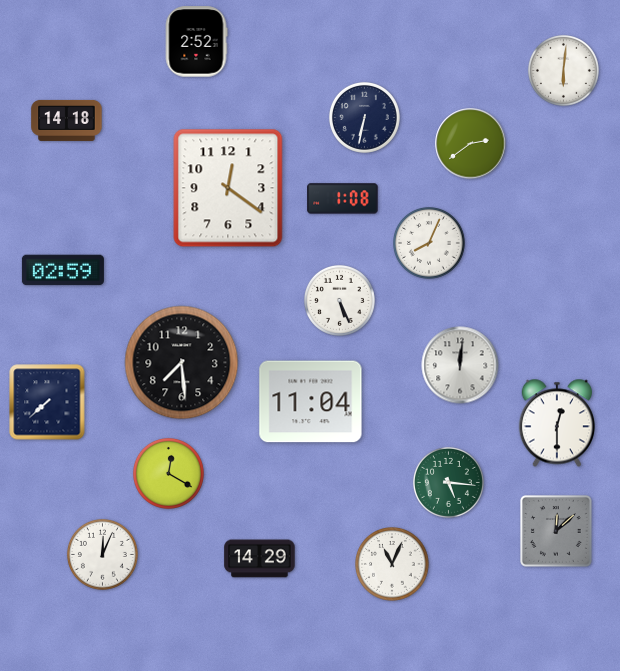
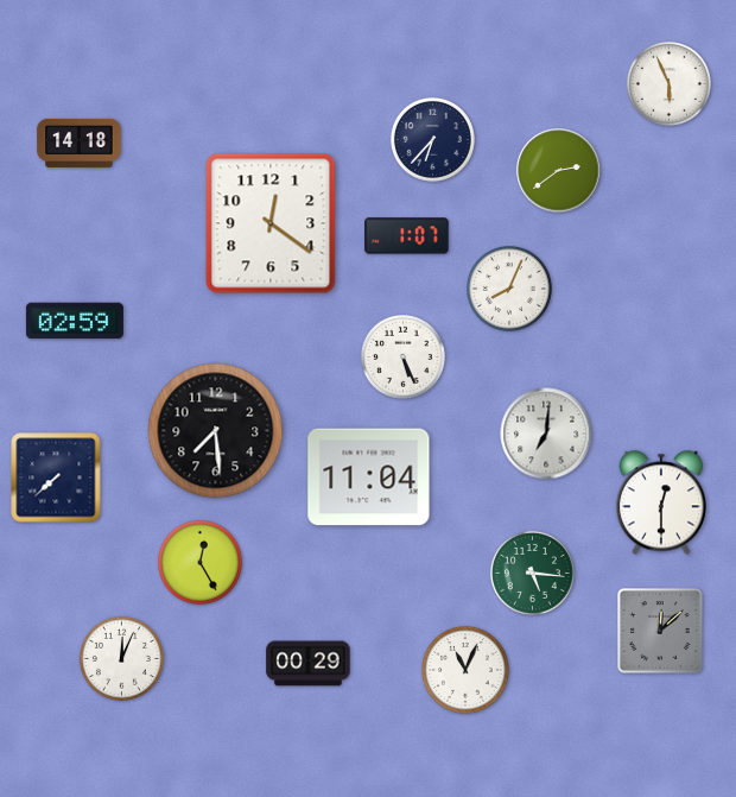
clock at (196, 42): 2:52 -> none
clock at (563, 70): 6:01 -> 5:56
clock at (364, 117): 6:32 -> 6:37
clock at (343, 199): 1:08 -> 1:07
clock at (460, 365): 12:01 -> 7:01
clock at (168, 473): 12:20 -> 12:25
clock at (260, 559): 14:29 -> 00:29
